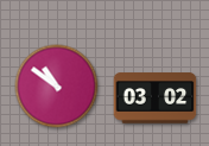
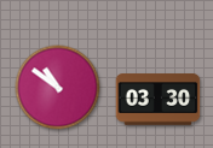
clock at (156, 99): 03:02 -> 03:30
